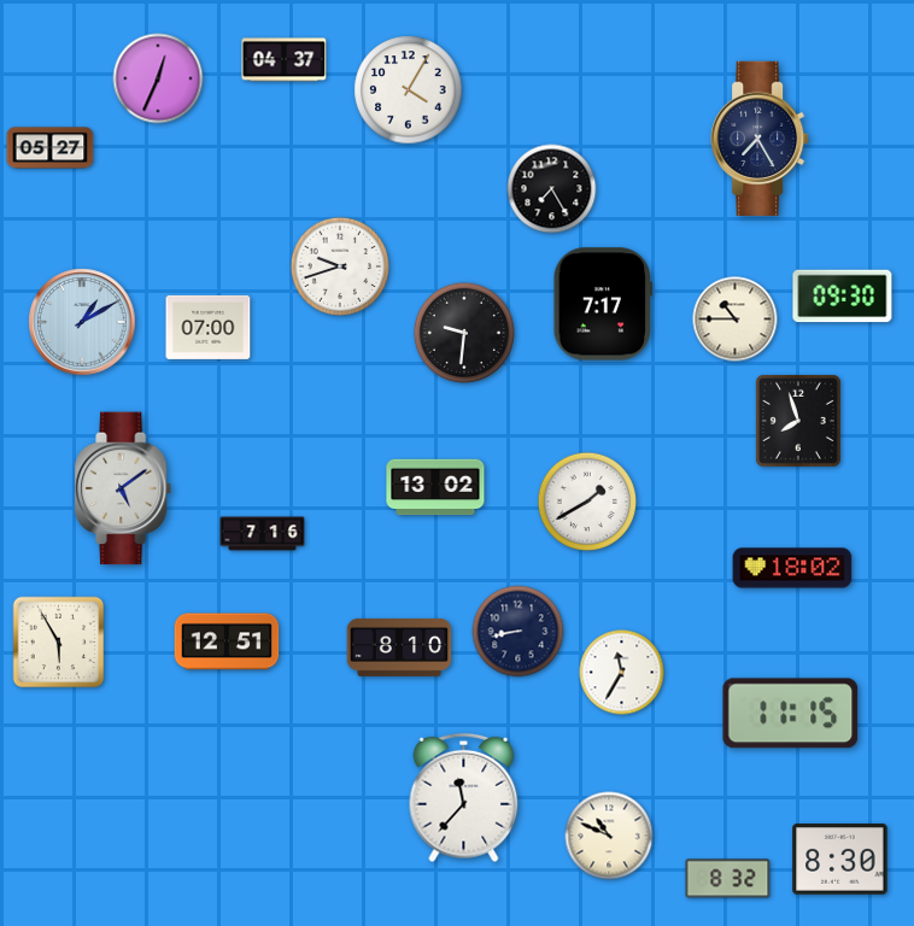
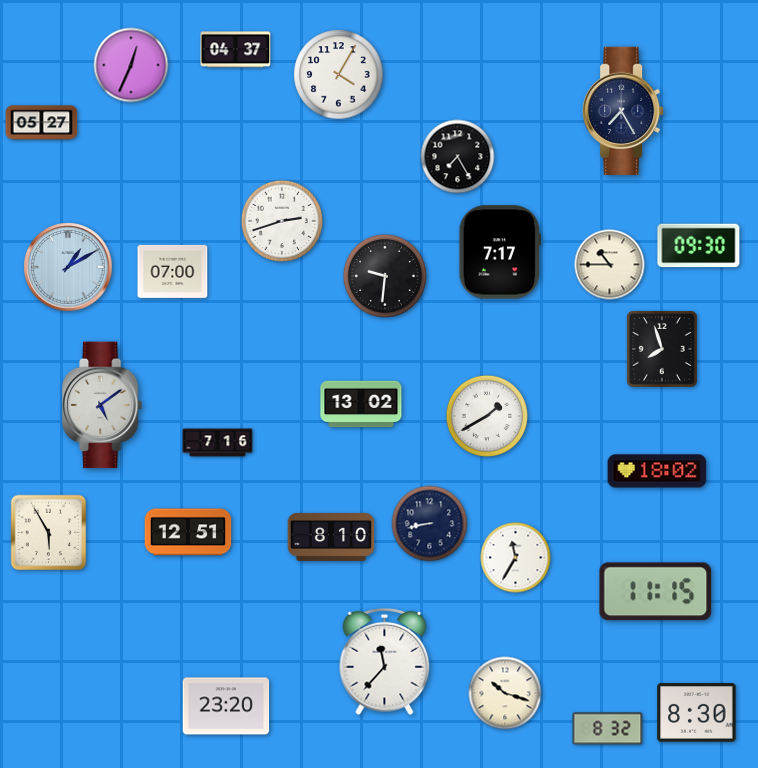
clock at (760, 137) position: (760, 137) -> (623, 110)
clock at (339, 265): 9:42 -> 2:42
clock at (609, 836): 10:49 -> 10:18
clock at (226, 706): none -> 23:20
clock at (728, 879) position: (728, 879) -> (608, 729)
